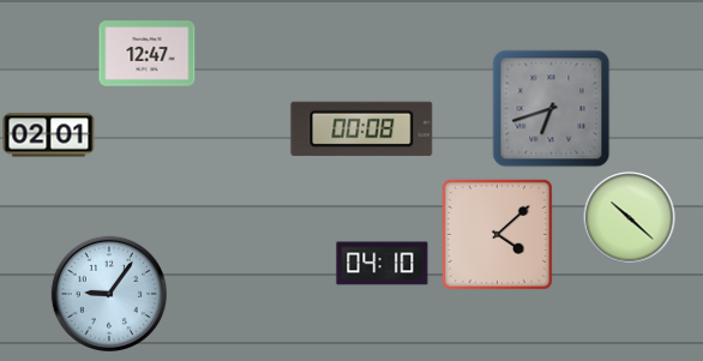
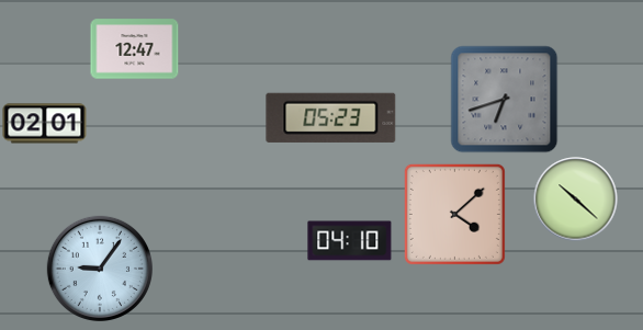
clock at (362, 128): 00:08 -> 05:23
